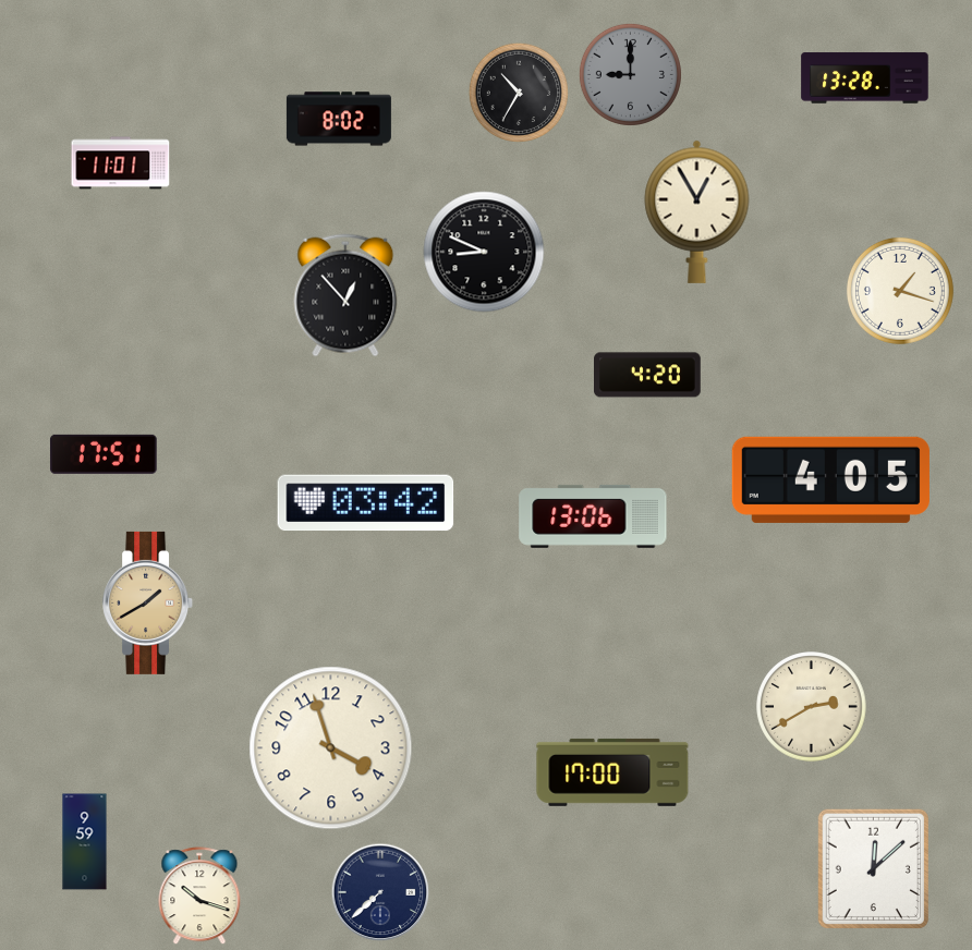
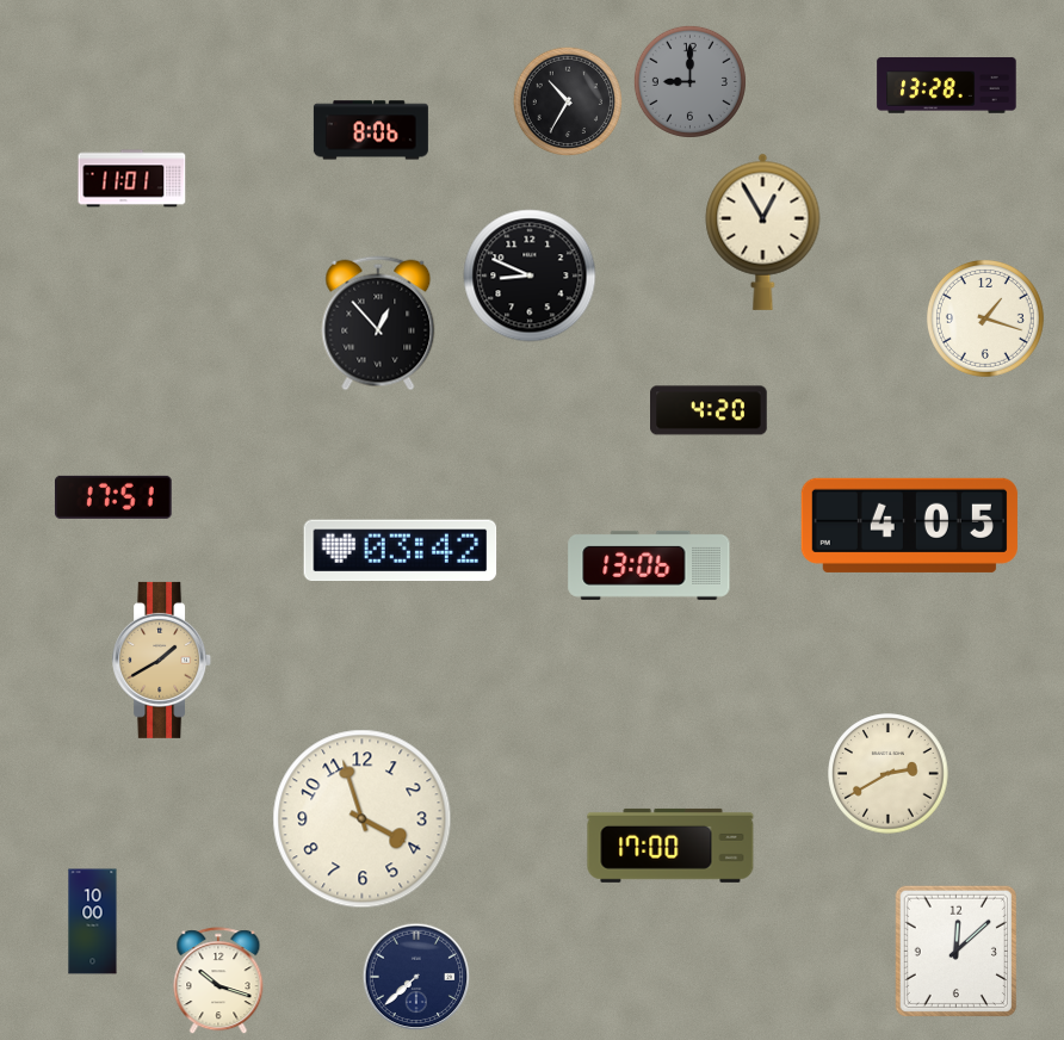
clock at (339, 119): 8:02 -> 8:06
clock at (85, 842): 9:59 -> 10:00
